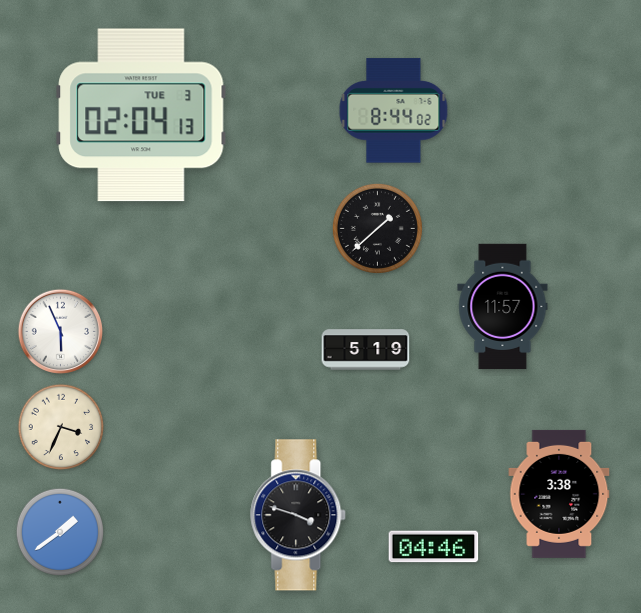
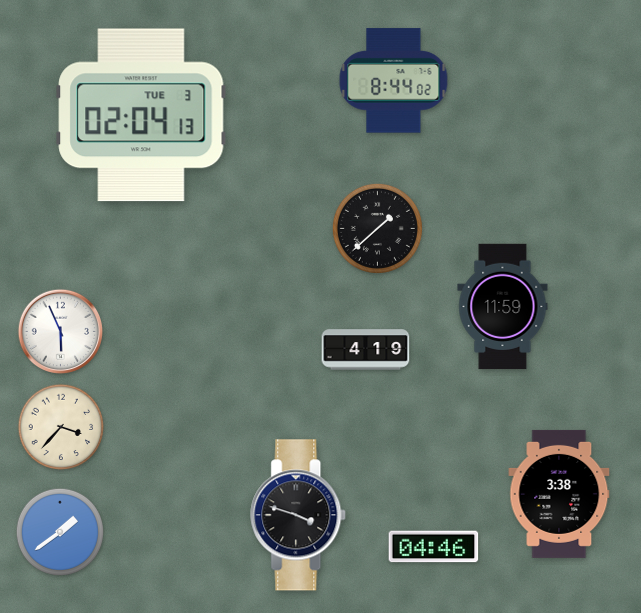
clock at (394, 111) position: (394, 111) -> (394, 81)
clock at (503, 307): 11:57 -> 11:59
clock at (366, 350): 5:19 -> 4:19
clock at (61, 427): 3:34 -> 3:37
